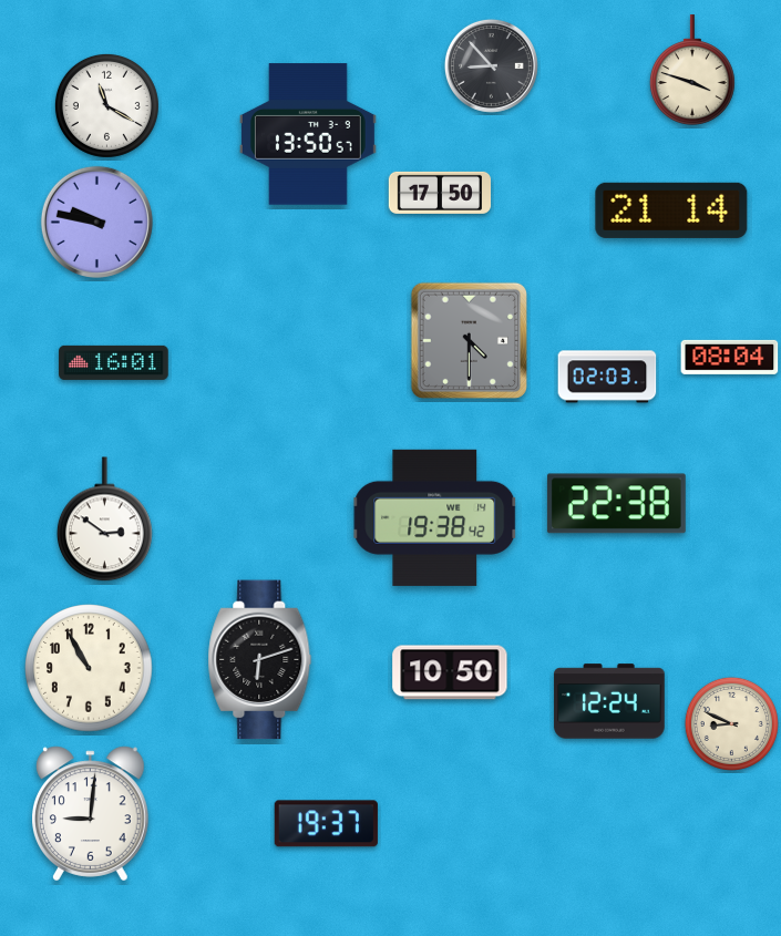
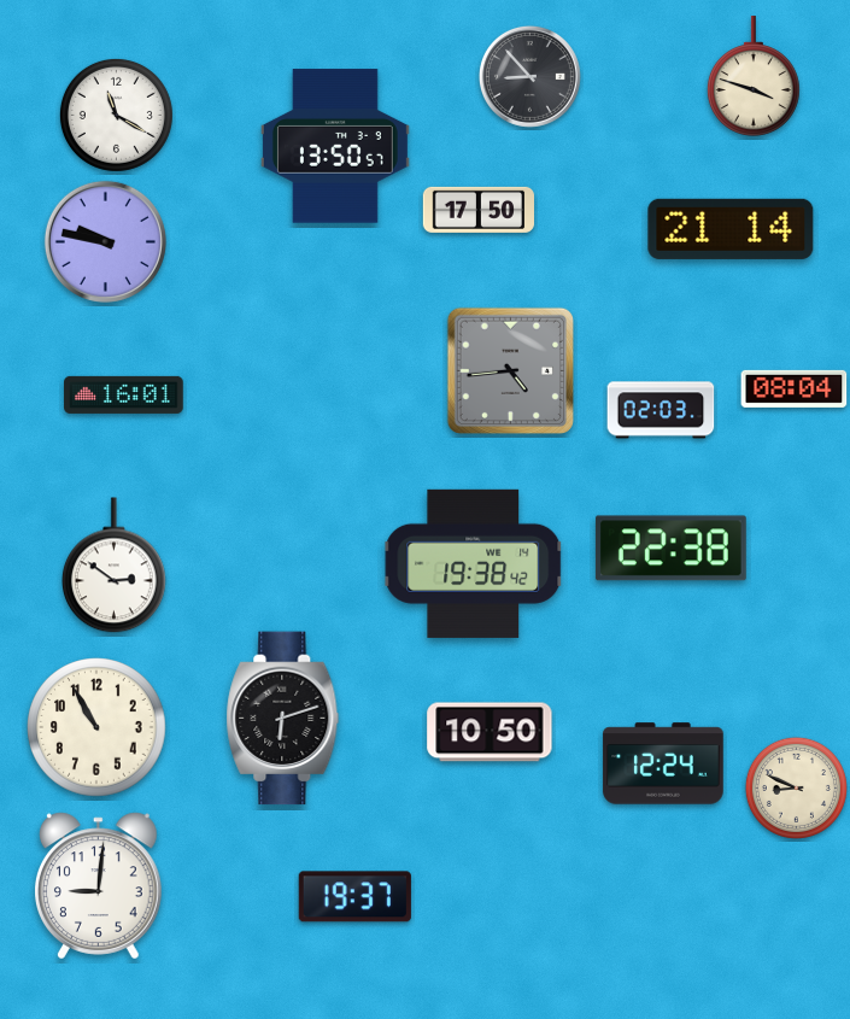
clock at (491, 65) position: (491, 65) -> (529, 76)
clock at (469, 340): 4:30 -> 4:44
